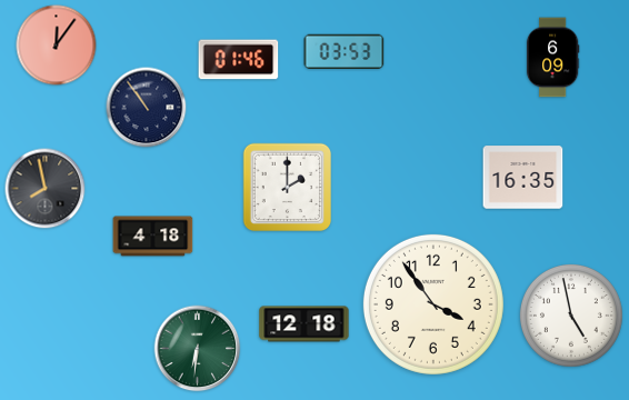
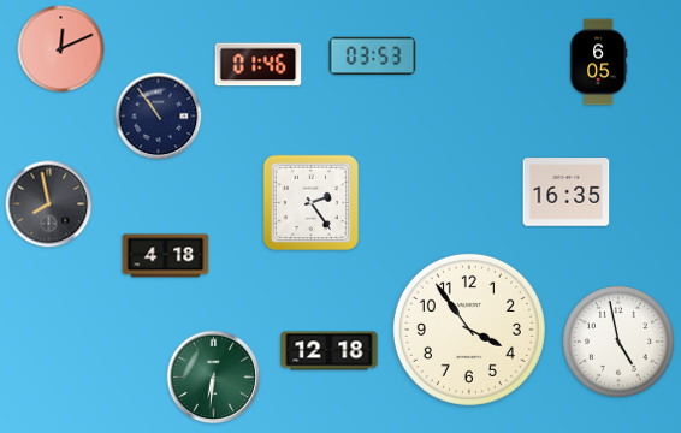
clock at (57, 46): 12:06 -> 12:11
clock at (552, 58): 6:09 -> 6:05
clock at (288, 188): 2:00 -> 2:24
